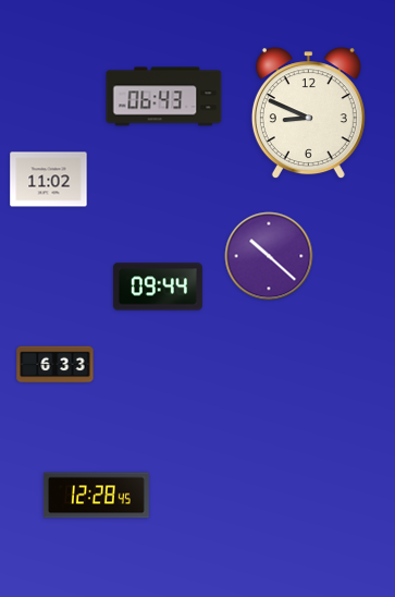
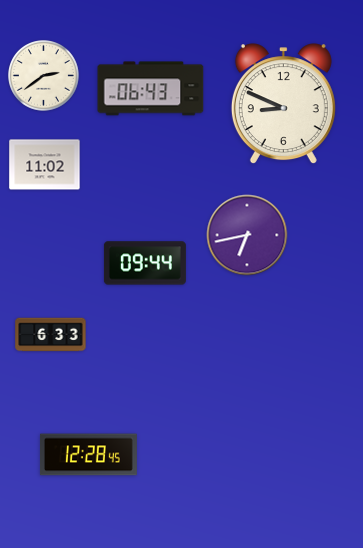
clock at (44, 76): none -> 2:39
clock at (269, 256): 10:22 -> 6:43
